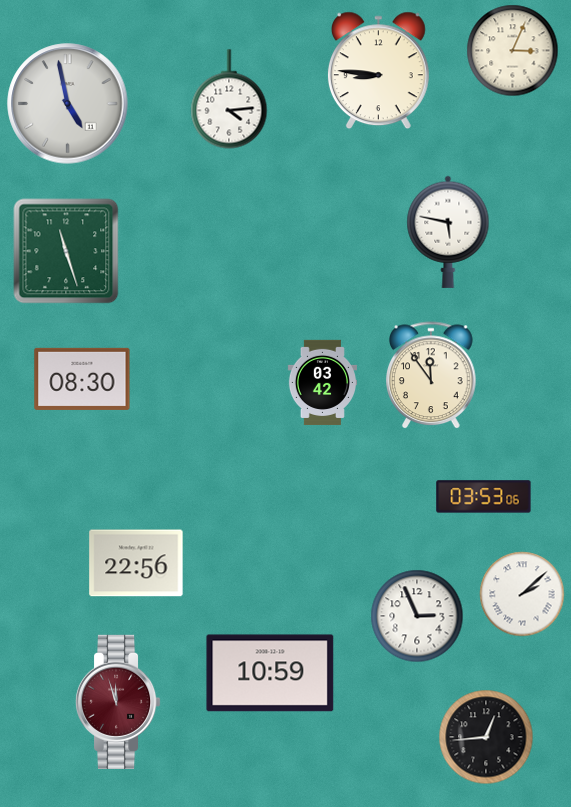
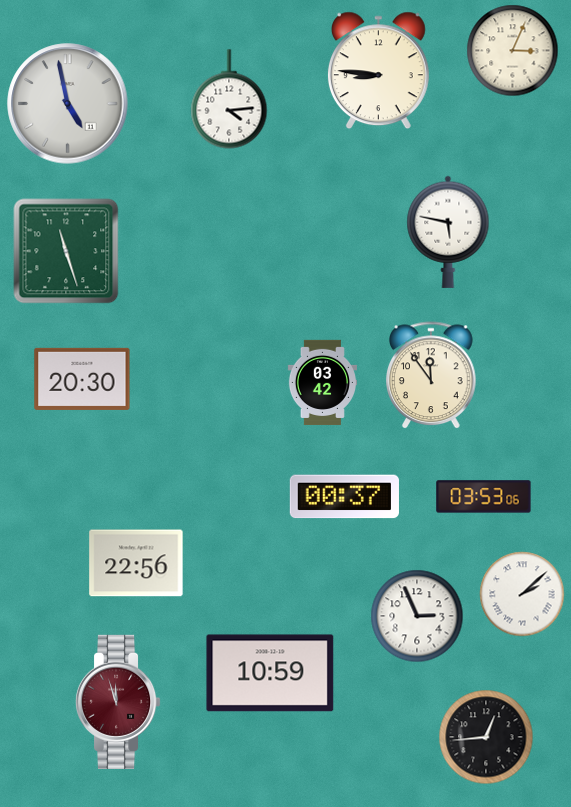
clock at (82, 379): 08:30 -> 20:30
clock at (344, 497): none -> 00:37
